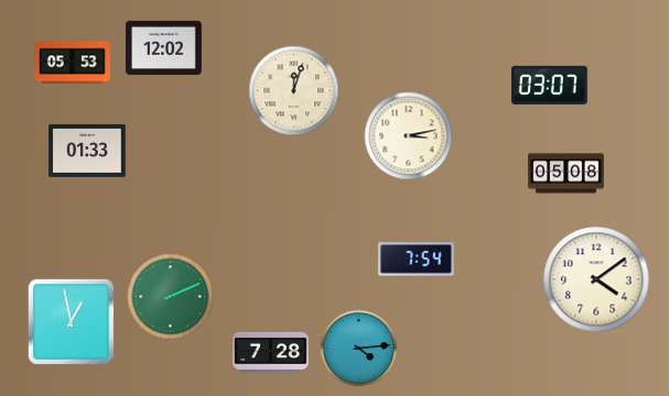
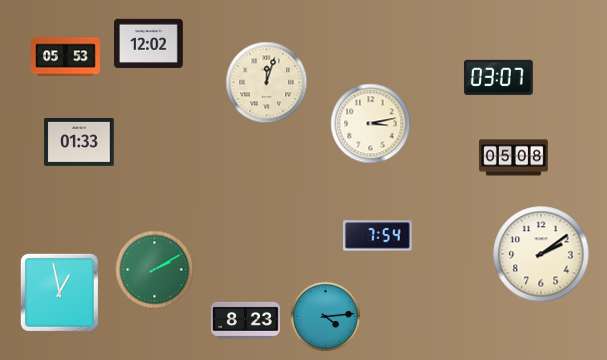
clock at (87, 151) position: (87, 151) -> (79, 142)
clock at (596, 279): 4:09 -> 2:09
clock at (171, 297): 2:11 -> 2:10
clock at (71, 321) position: (71, 321) -> (59, 292)
clock at (271, 352): 7:28 -> 8:23
